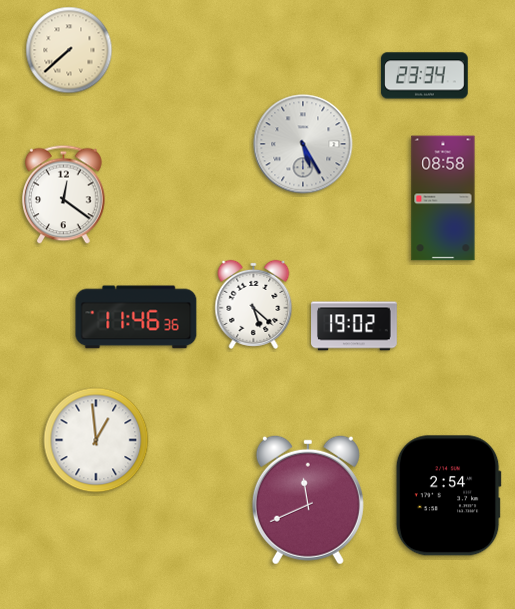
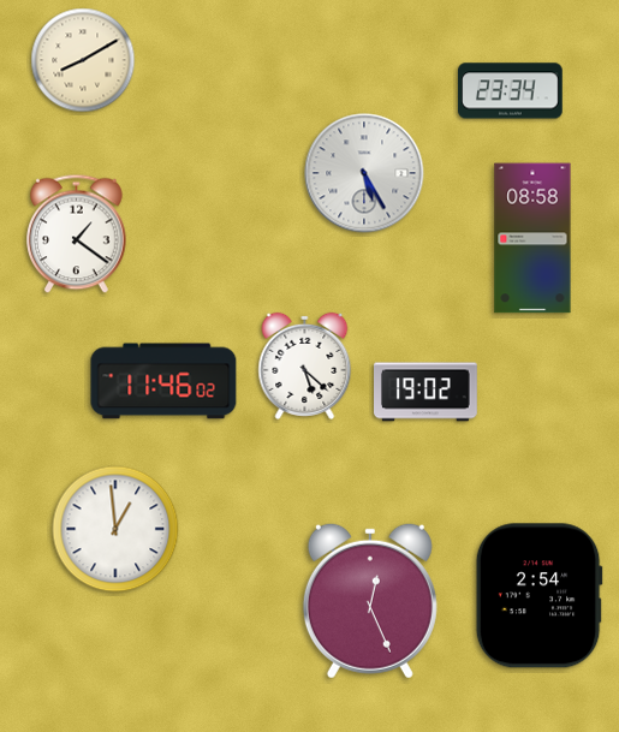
clock at (69, 50): 7:38 -> 8:10
clock at (64, 195): 12:21 -> 1:21
clock at (136, 317): 11:46:36 -> 11:46:02
clock at (308, 500): 11:41 -> 12:26
